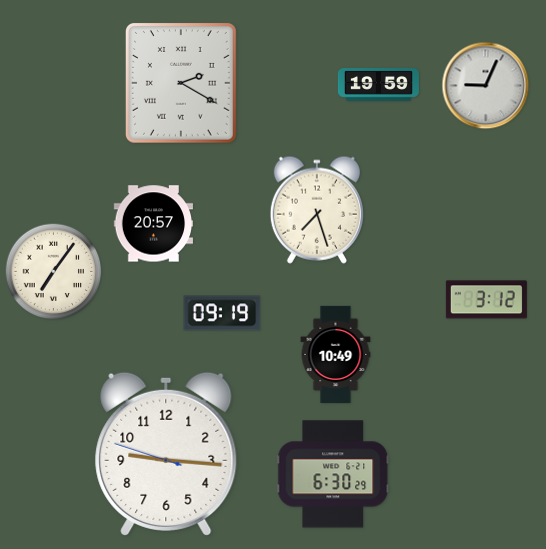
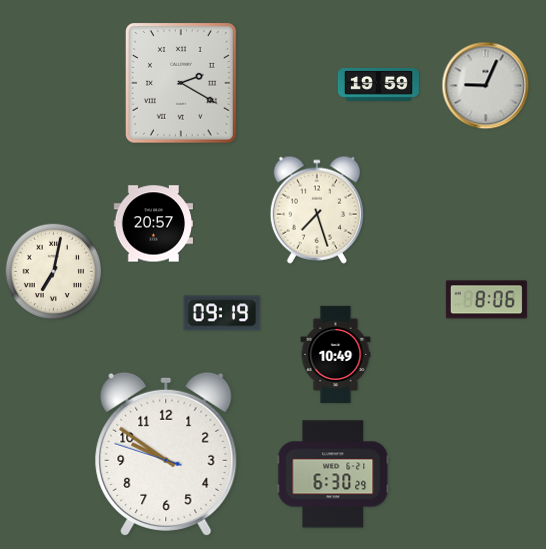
clock at (54, 272): 7:06 -> 7:02
clock at (486, 300): 3:12 -> 8:06
clock at (166, 454): 9:15 -> 9:50
